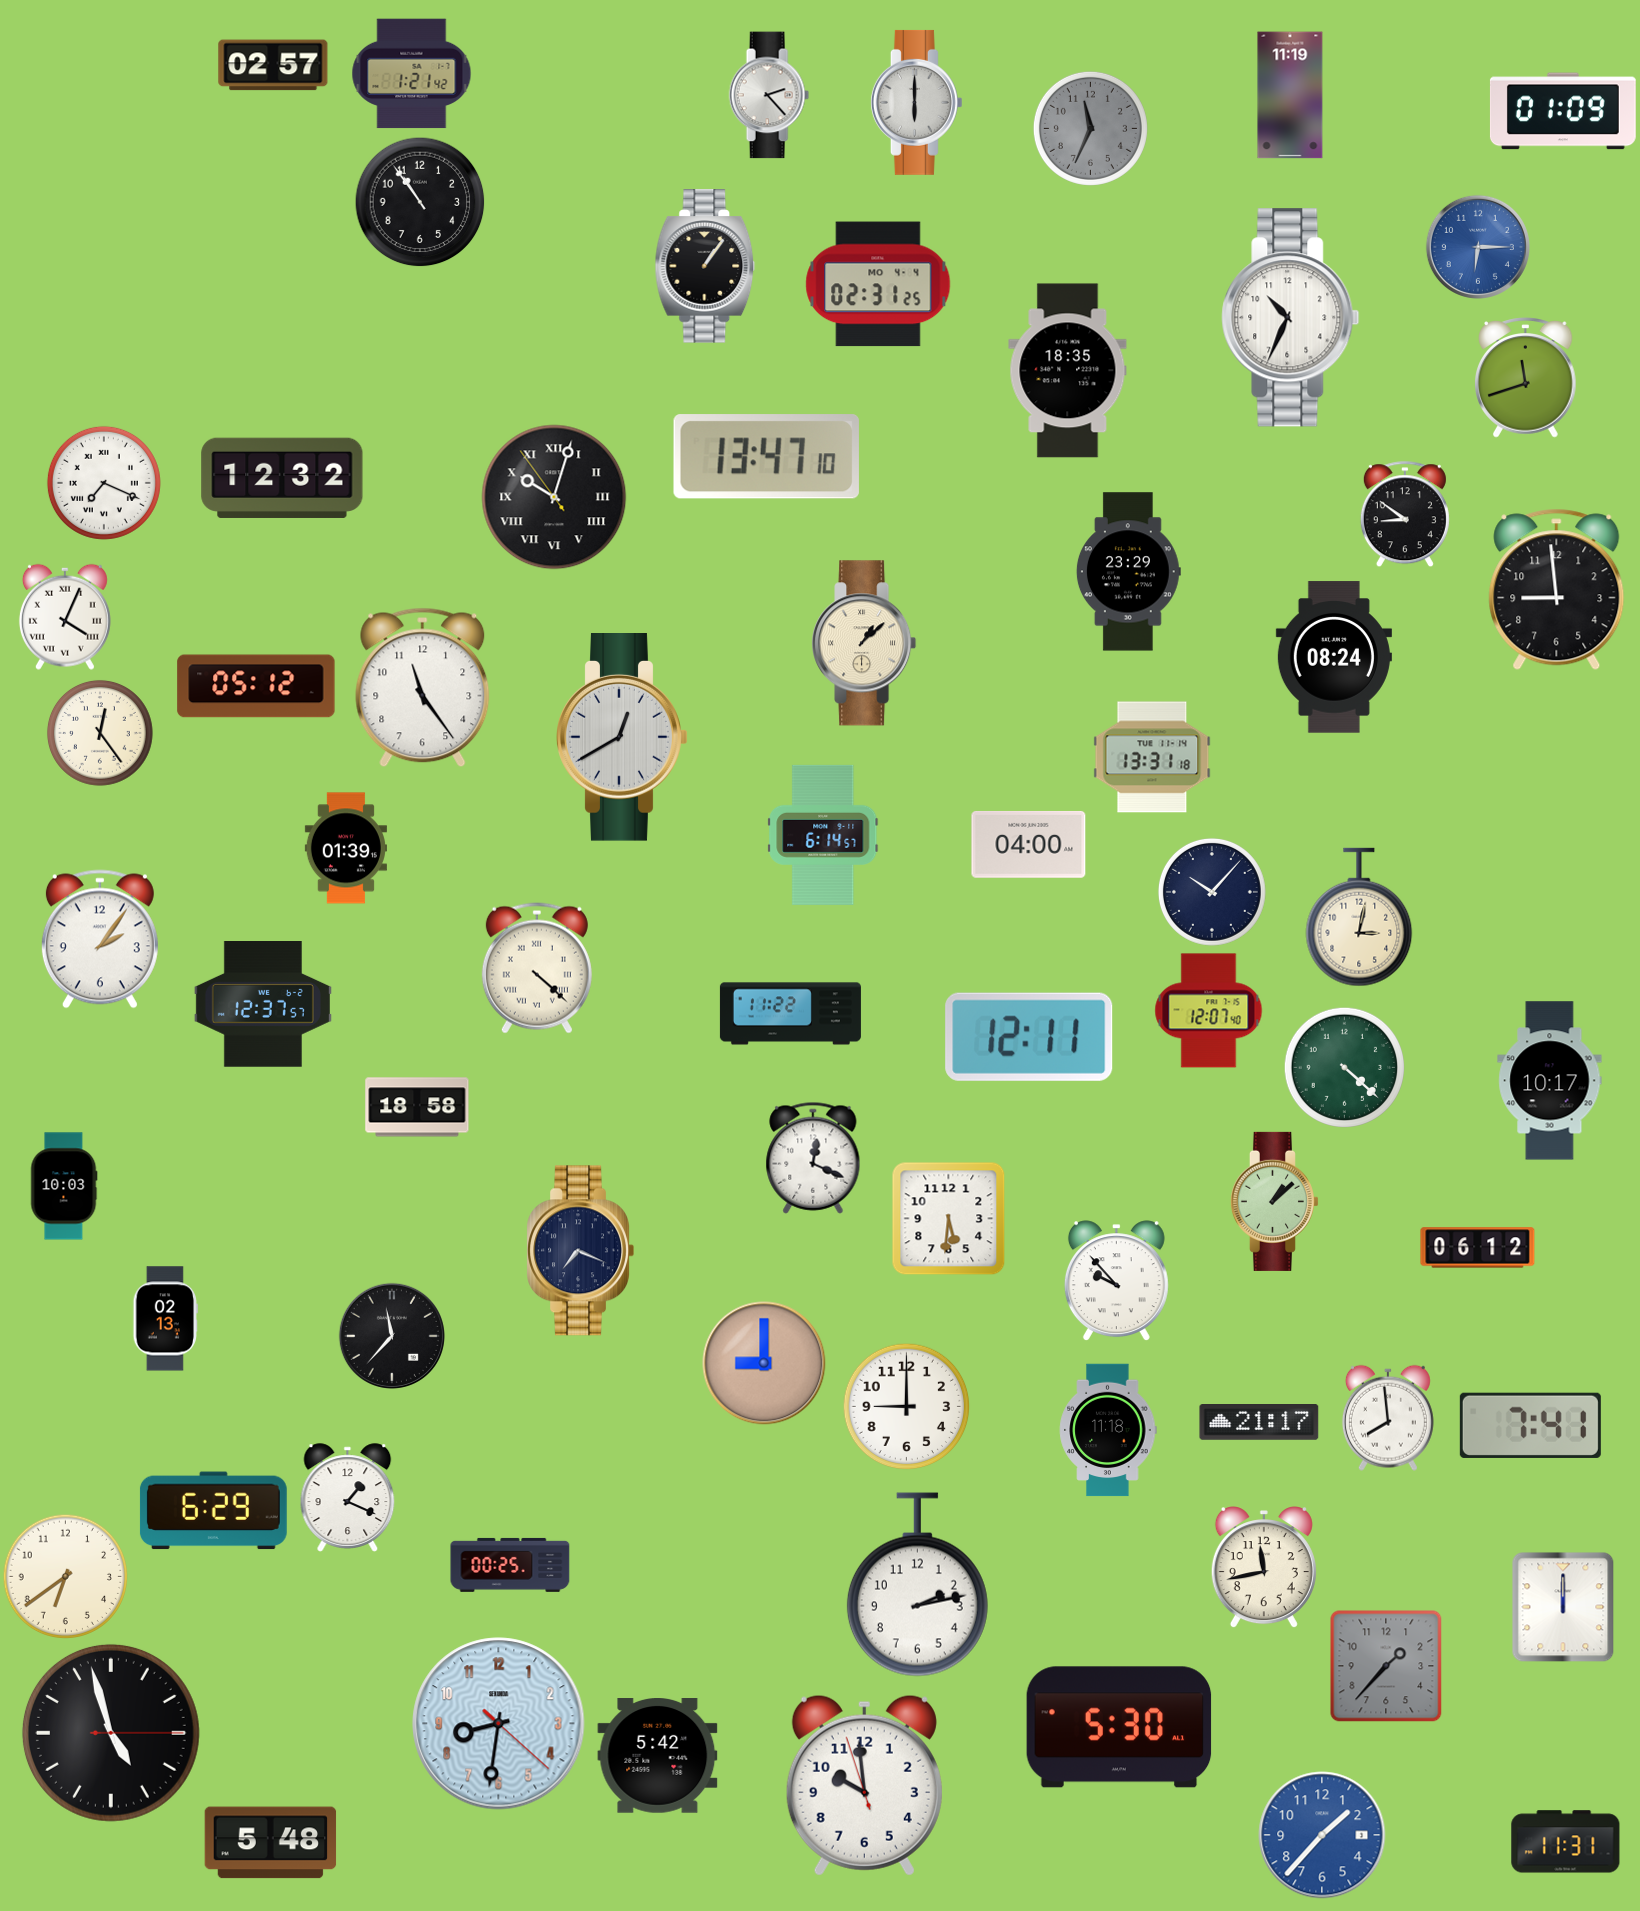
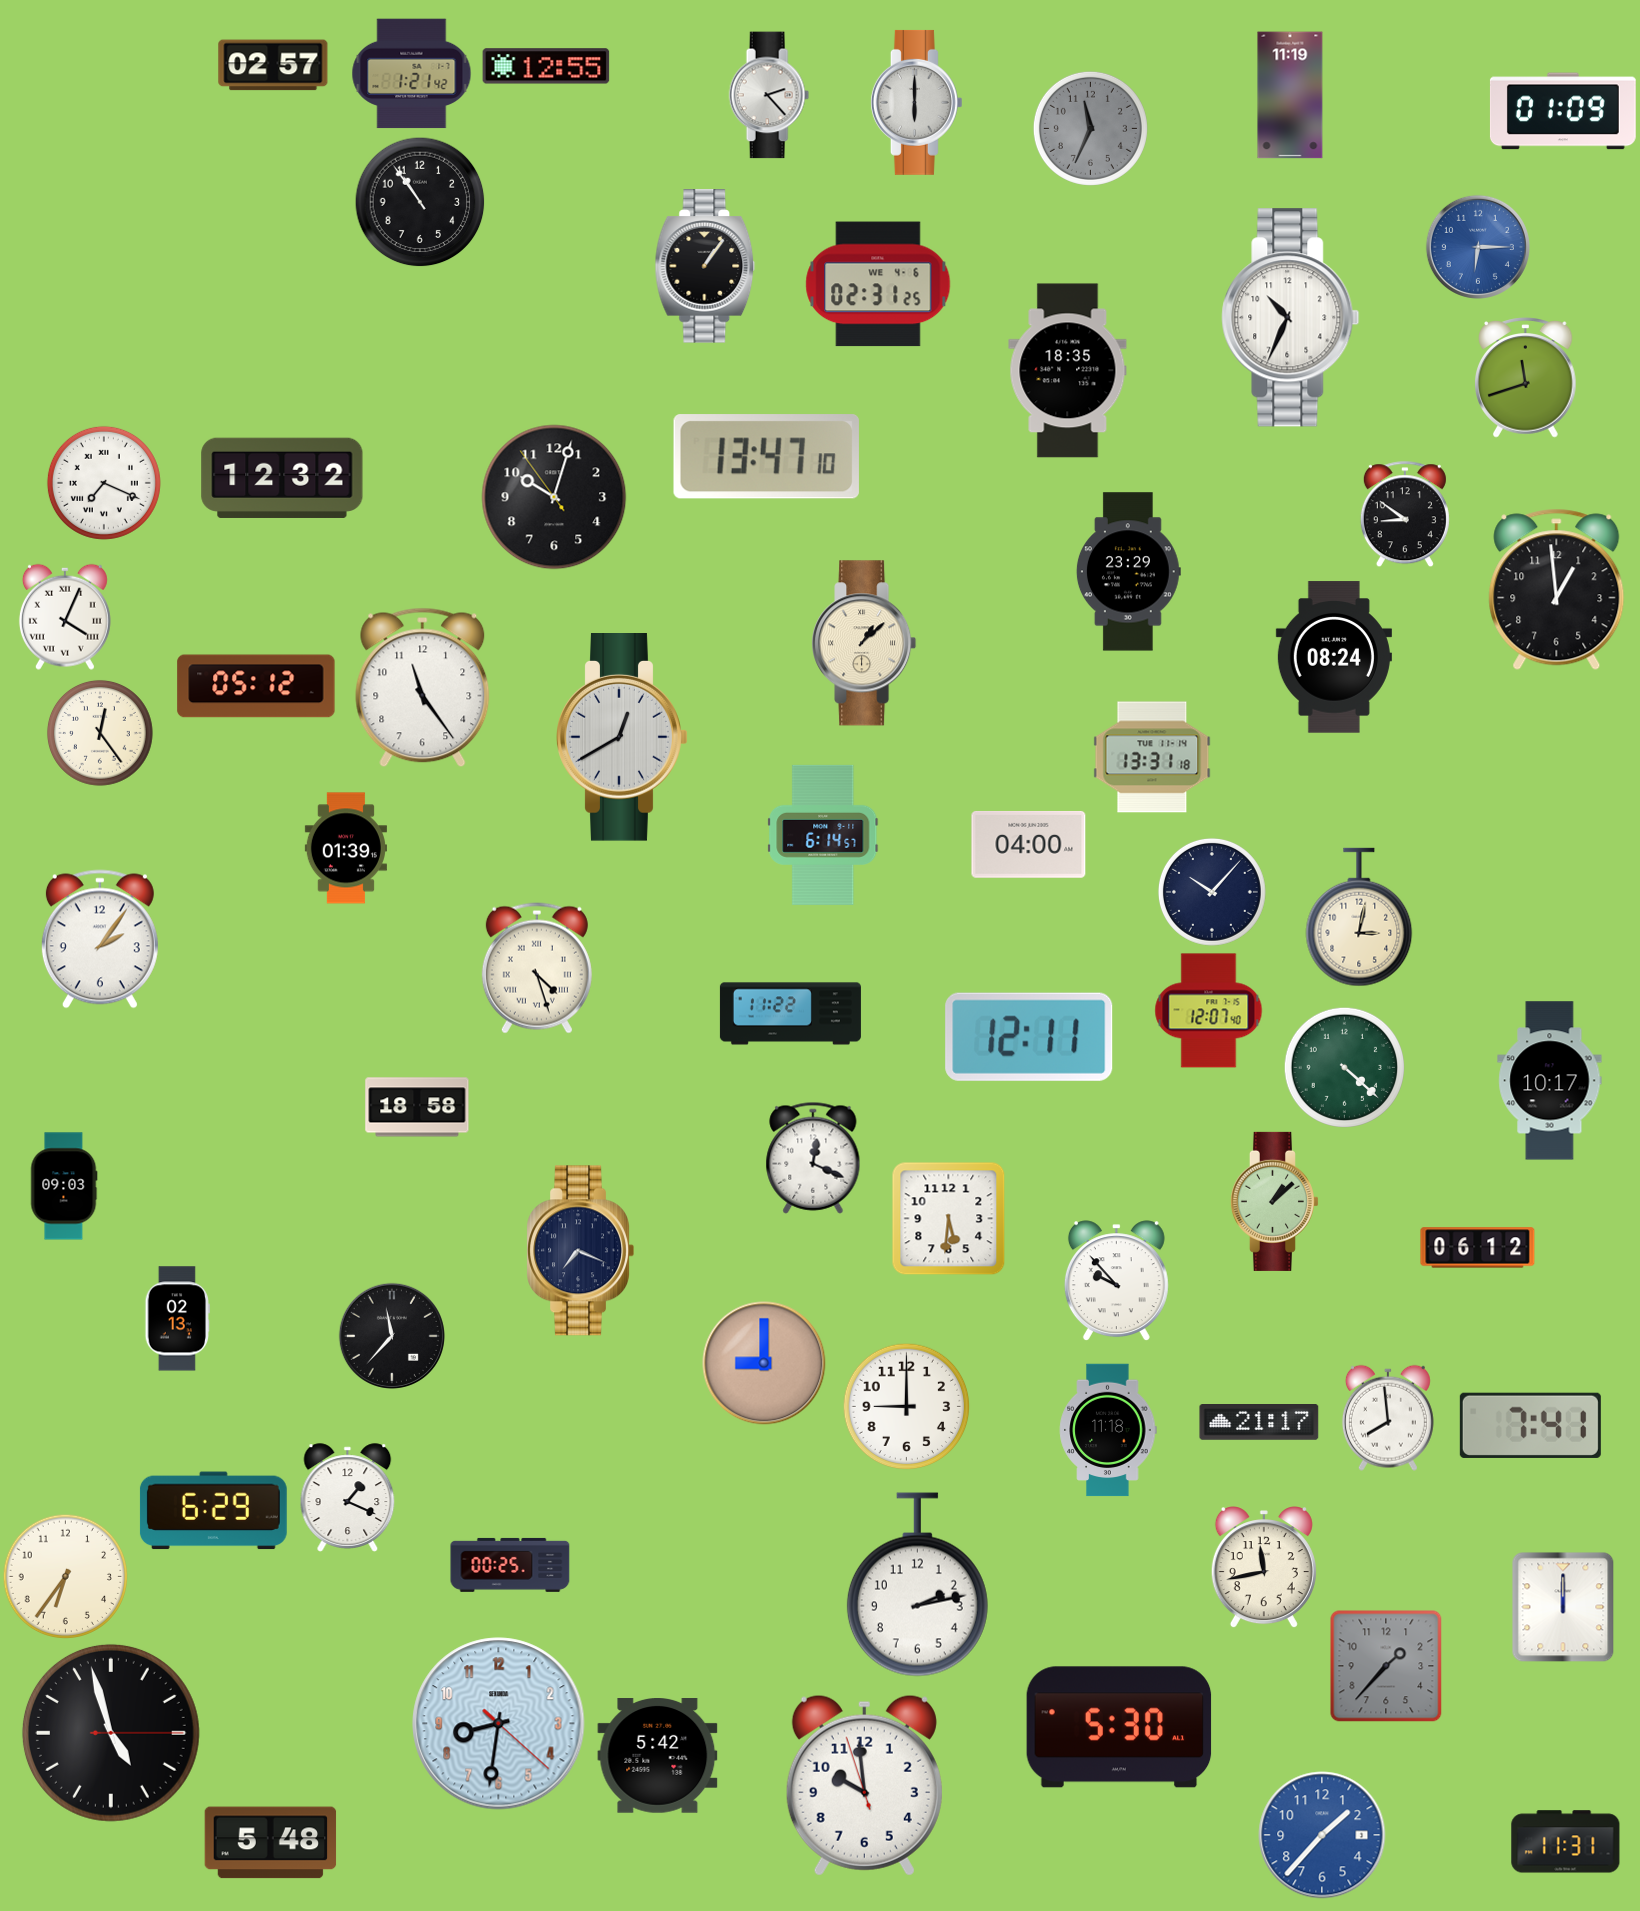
clock at (546, 66): none -> 12:55
clock at (878, 284) date: MO 4-4 -> WE 4-6
clock at (554, 497) numerals: Roman -> Arabic
clock at (1557, 590): 8:59 -> 12:59
clock at (537, 968): 4:22 -> 4:27
clock at (263, 1005): 12:37 -> none
clock at (64, 1186): 10:03 -> 09:03
clock at (165, 1319) position: (165, 1319) -> (177, 1319)
clock at (65, 1576): 6:39 -> 6:36
